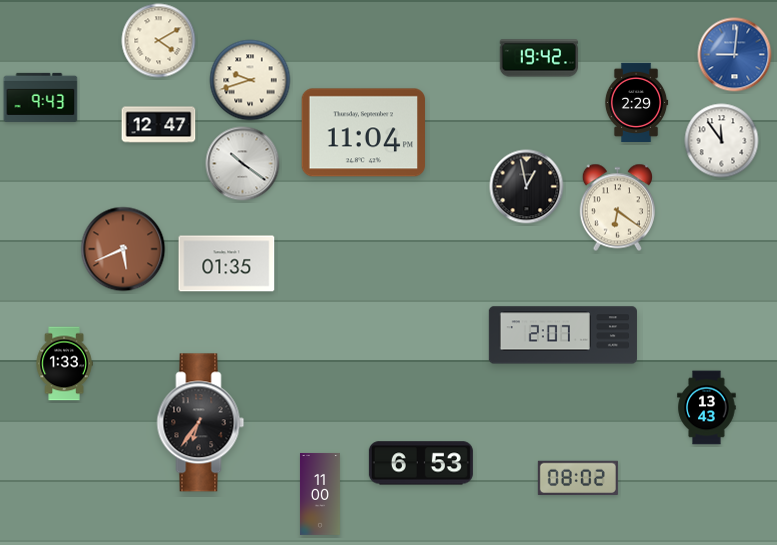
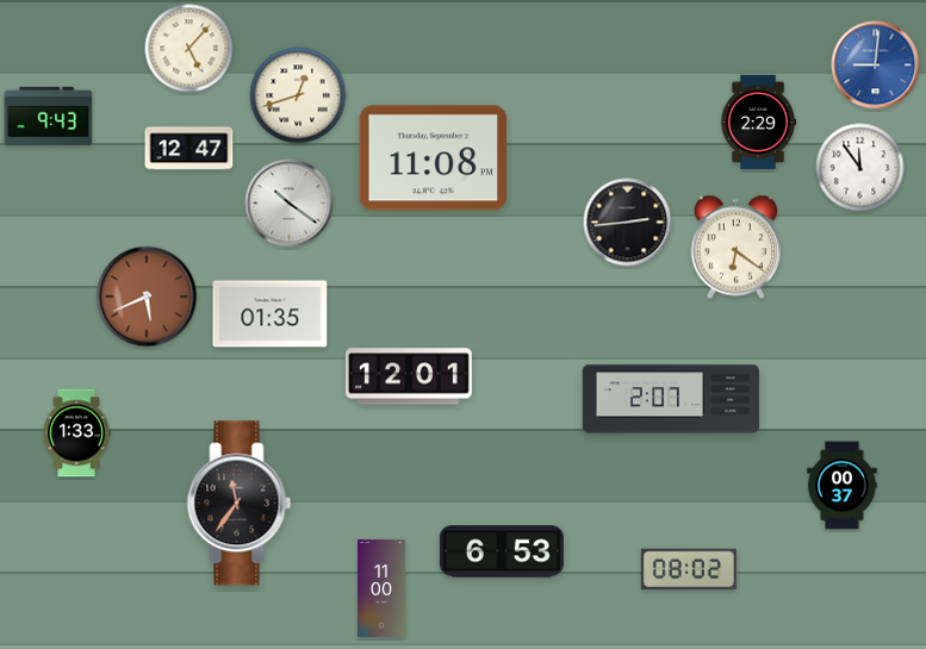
clock at (159, 41): 4:10 -> 5:07
clock at (539, 58): 19:42 -> none
clock at (250, 80): 9:42 -> 12:42
clock at (364, 133): 11:04 -> 11:08
clock at (243, 164) position: (243, 164) -> (290, 204)
clock at (527, 187): 12:58 -> 2:44
clock at (409, 376): none -> 12:01
clock at (707, 408): 13:43 -> 00:37
clock at (201, 423): 6:36 -> 11:36
